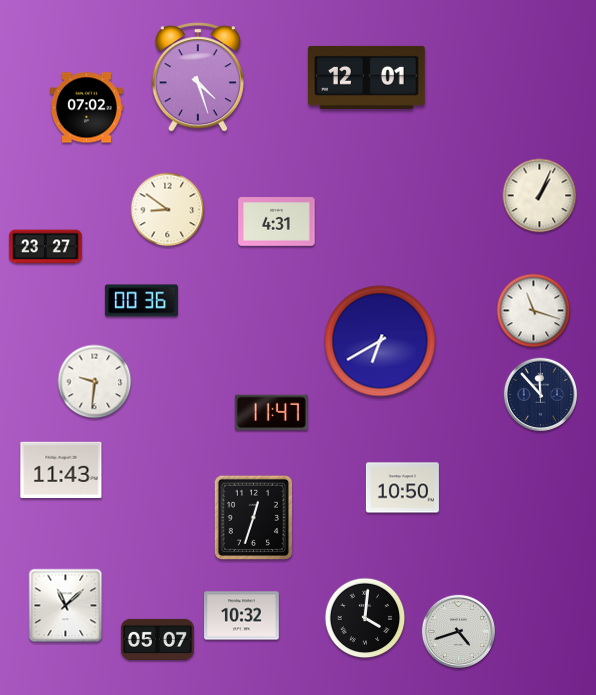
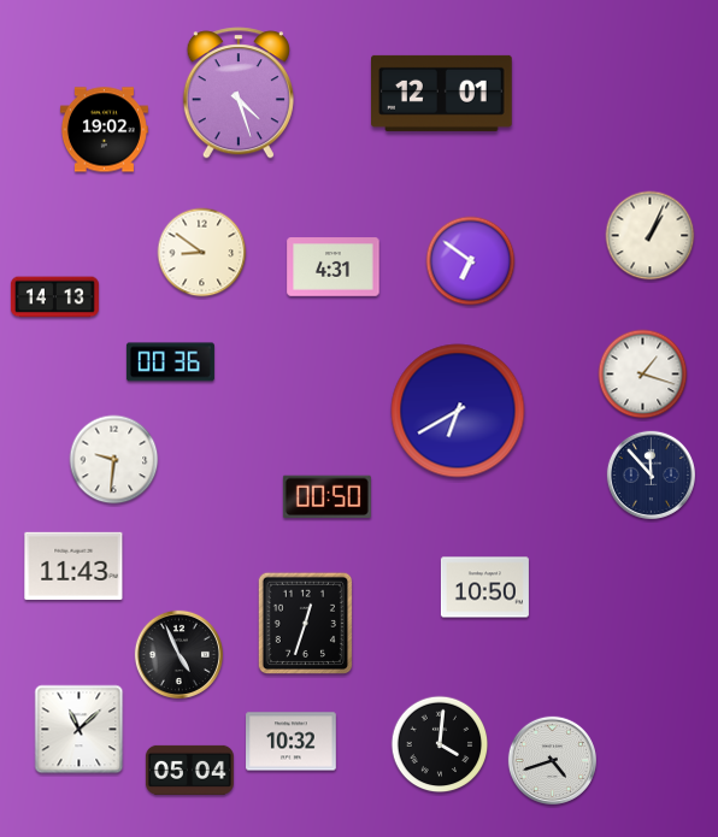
clock at (86, 108): 07:02 -> 19:02
clock at (471, 261): none -> 6:51
clock at (45, 247): 23:27 -> 14:13
clock at (534, 311): 11:18 -> 1:18
clock at (271, 412): 11:47 -> 00:50
clock at (178, 654): none -> 4:56
clock at (157, 639): 05:07 -> 05:04
